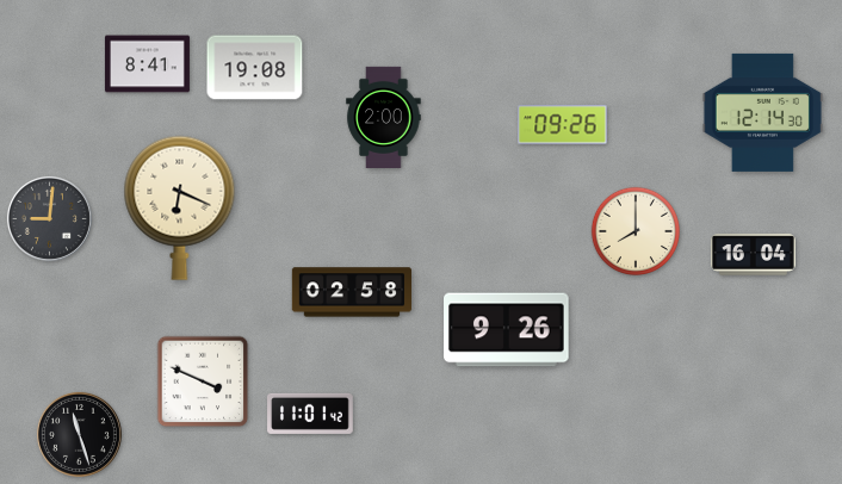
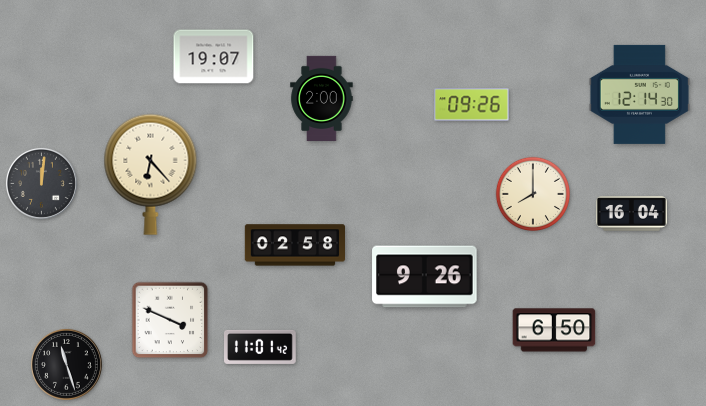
clock at (147, 64): 8:41 -> none
clock at (255, 68): 19:08 -> 19:07
clock at (180, 207): 6:19 -> 6:23
clock at (49, 218): 9:01 -> 12:01
clock at (554, 330): none -> 6:50
